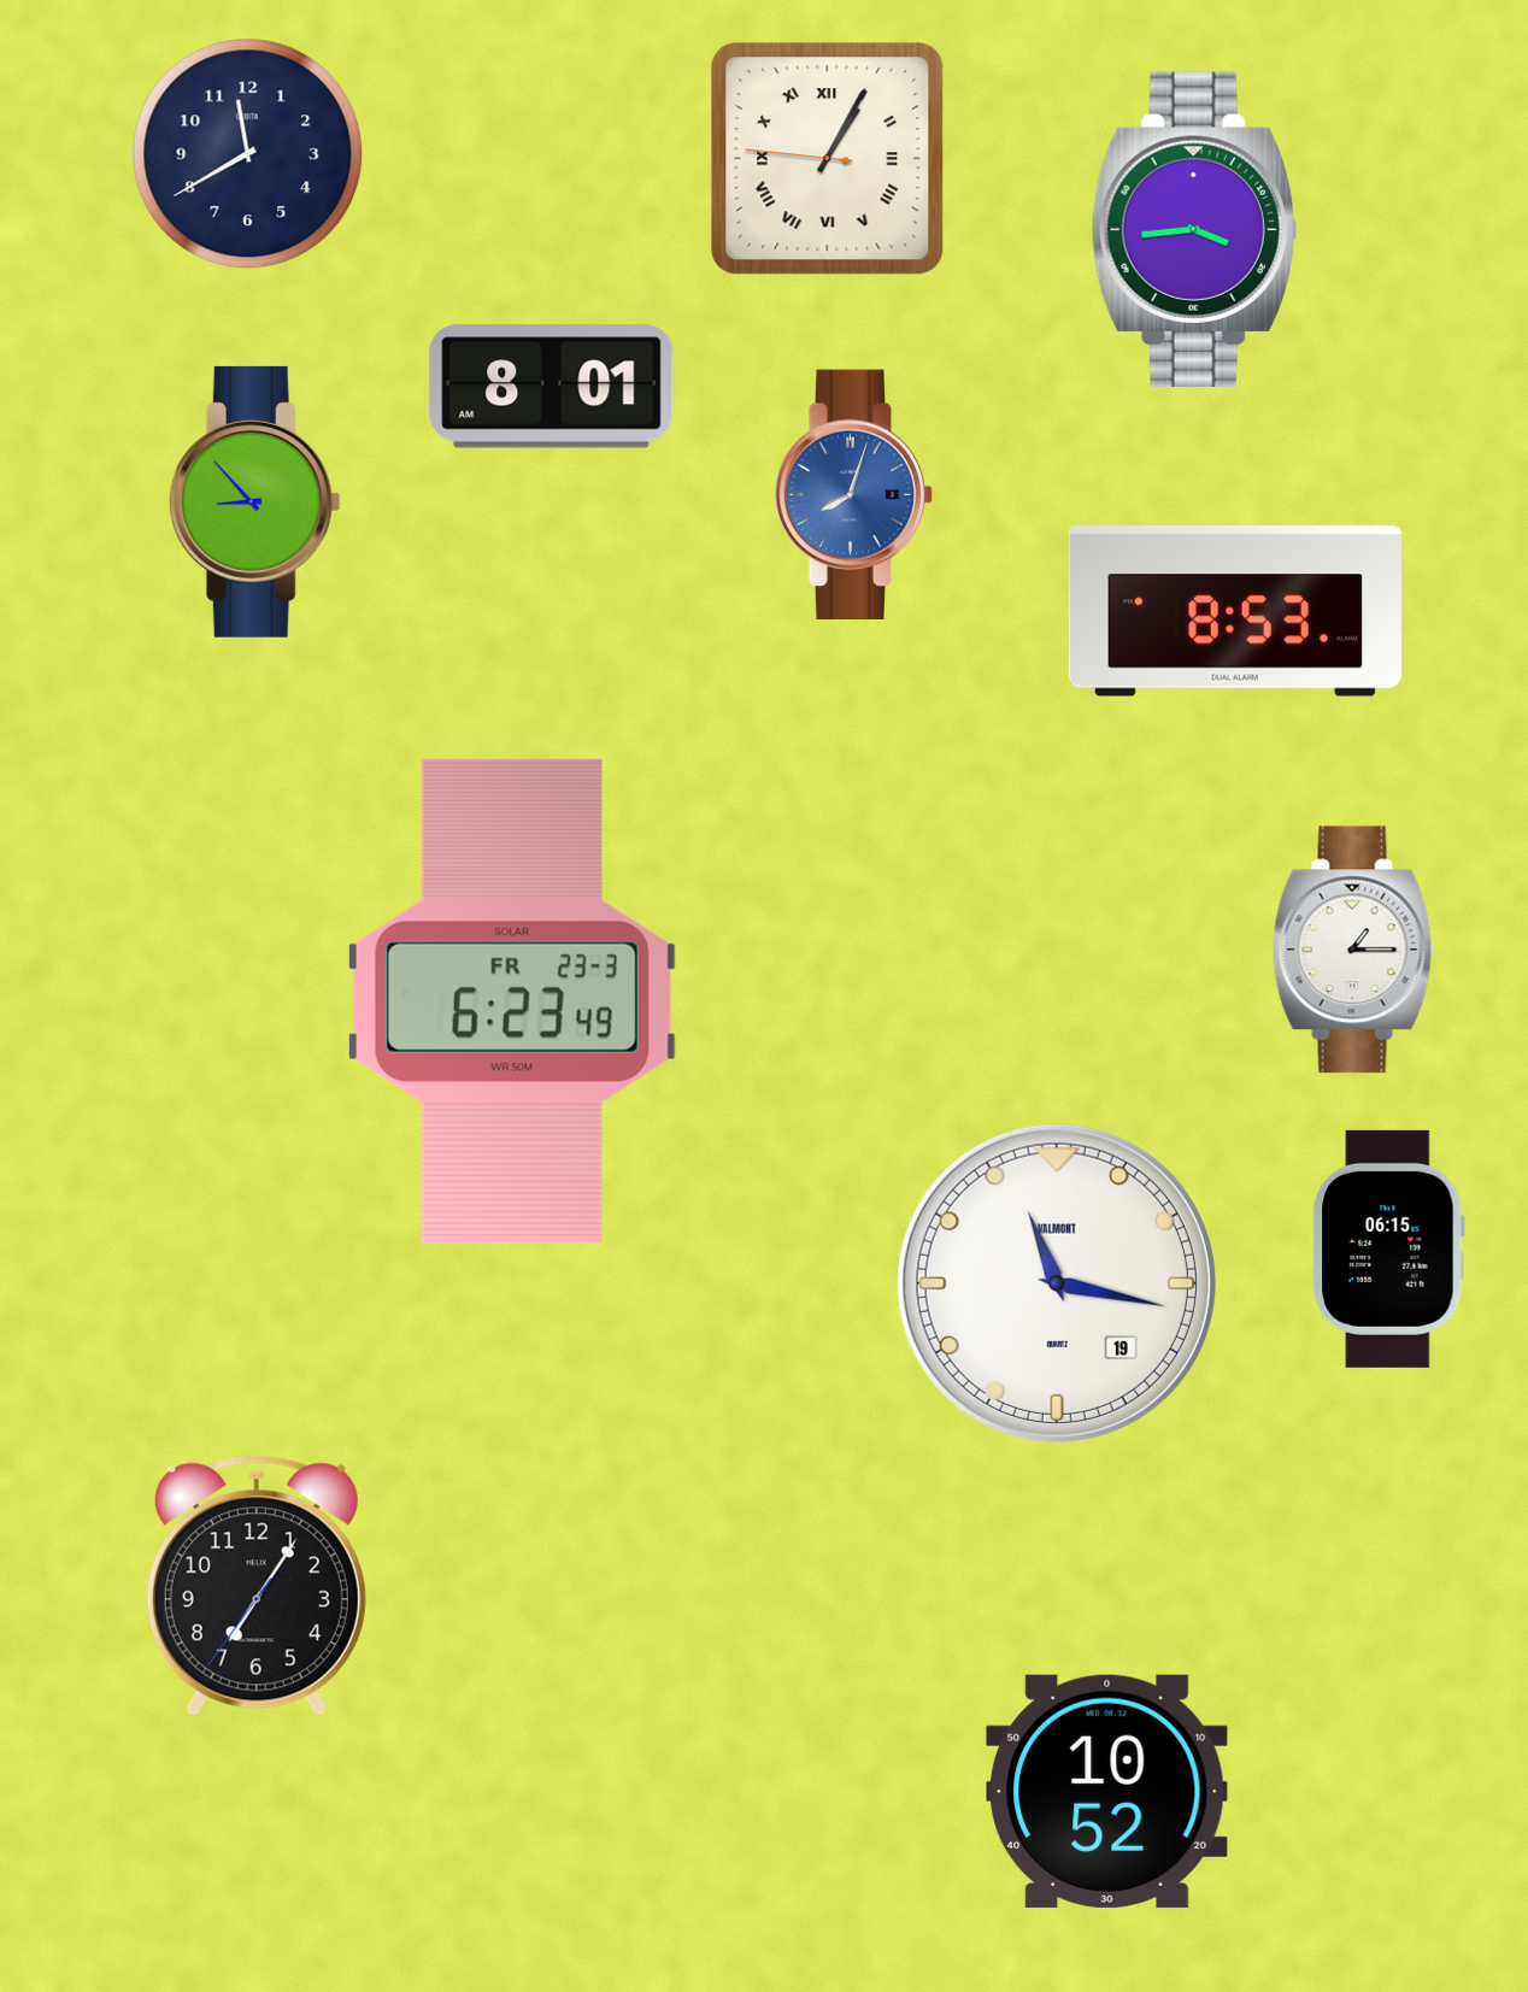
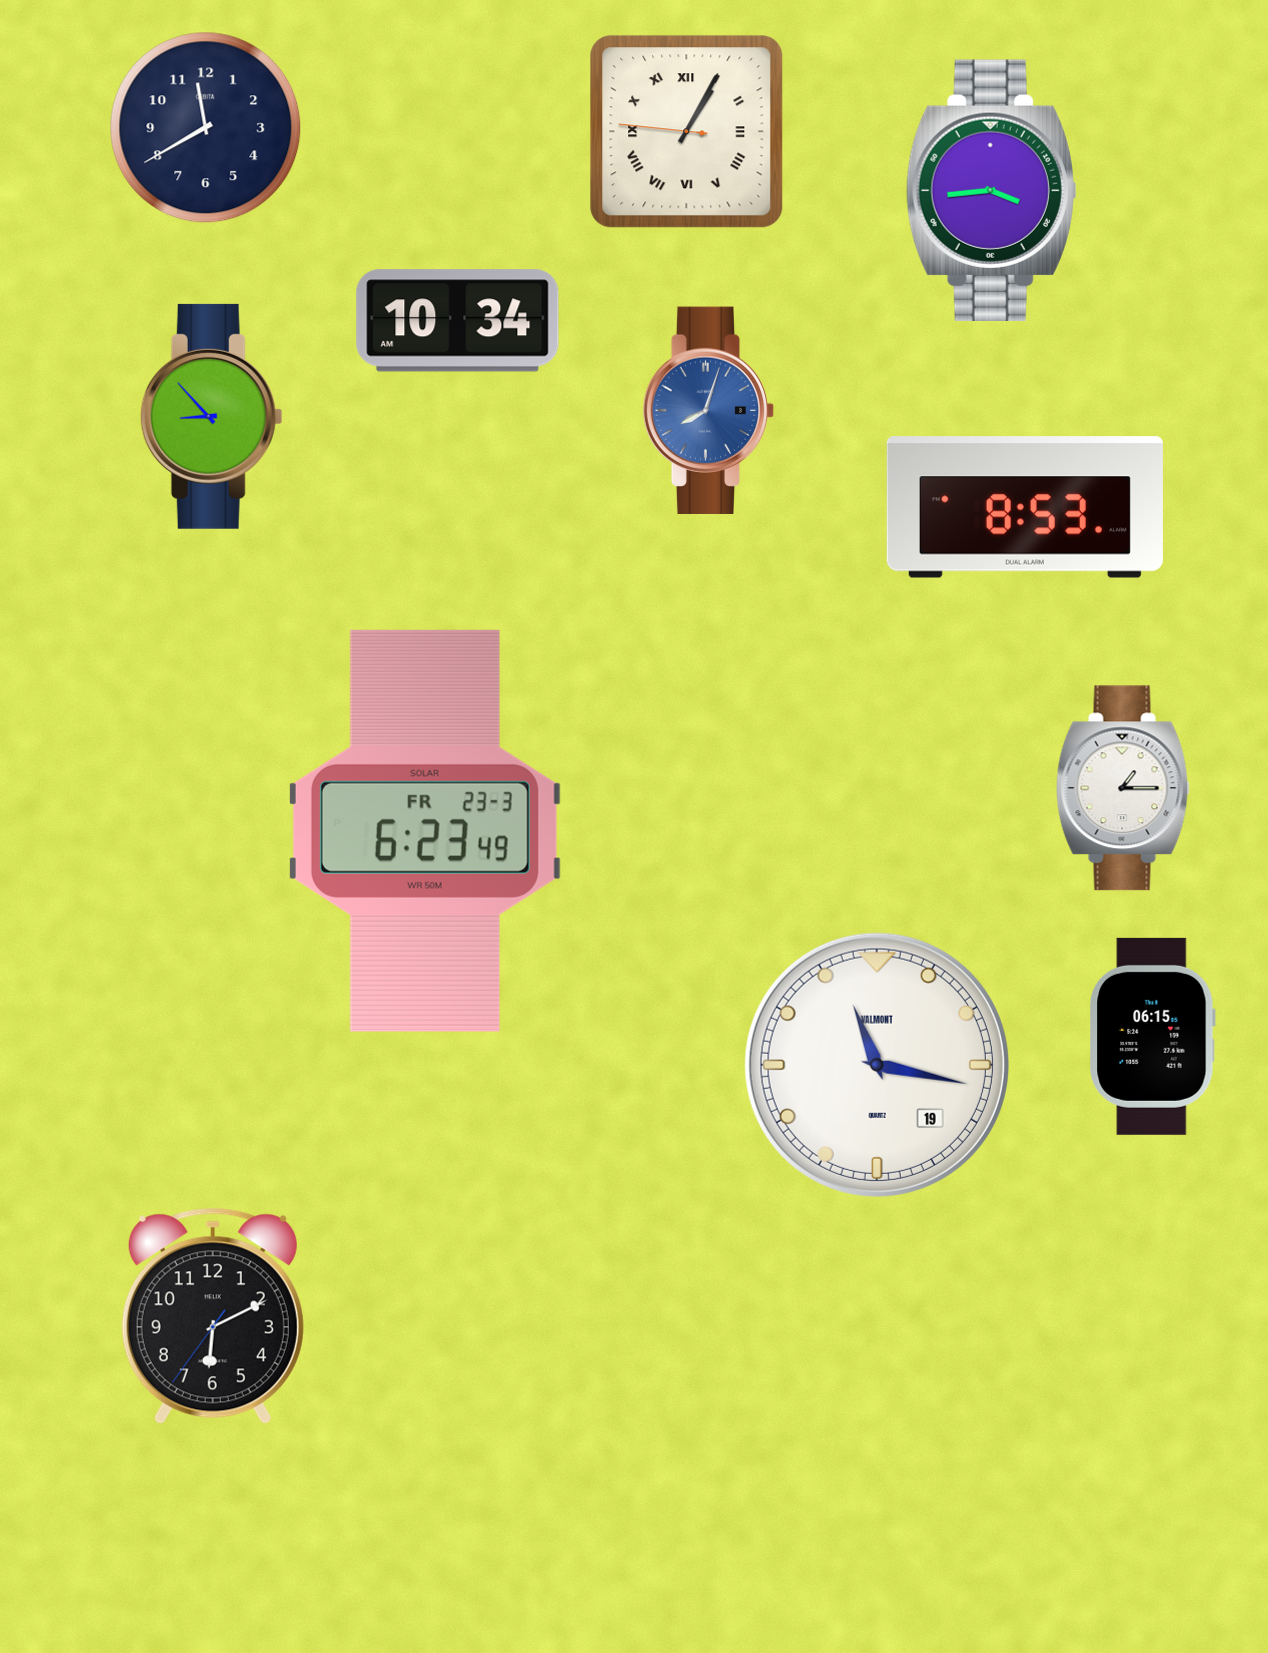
clock at (552, 387): 8:01 -> 10:34
clock at (257, 1586): 7:05 -> 6:10
clock at (1107, 1791): 10:52 -> none
